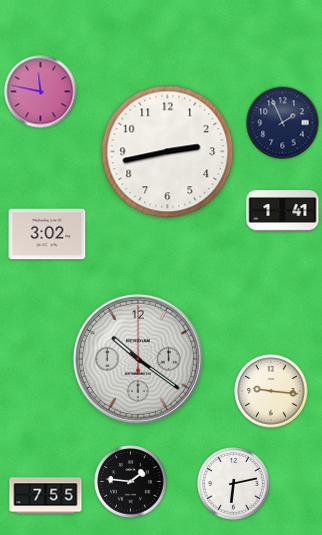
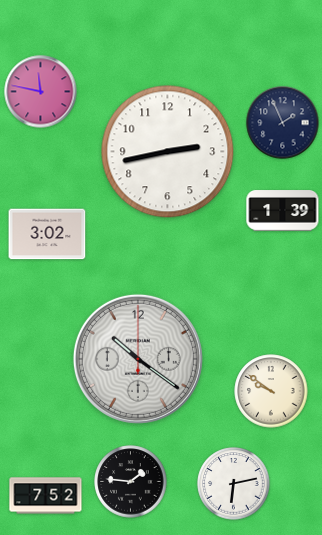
clock at (283, 211): 1:41 -> 1:39
clock at (271, 391): 9:16 -> 9:51
clock at (46, 496): 7:55 -> 7:52
